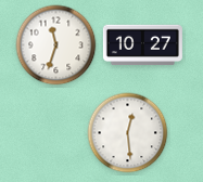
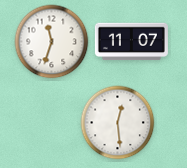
clock at (142, 45): 10:27 -> 11:07
